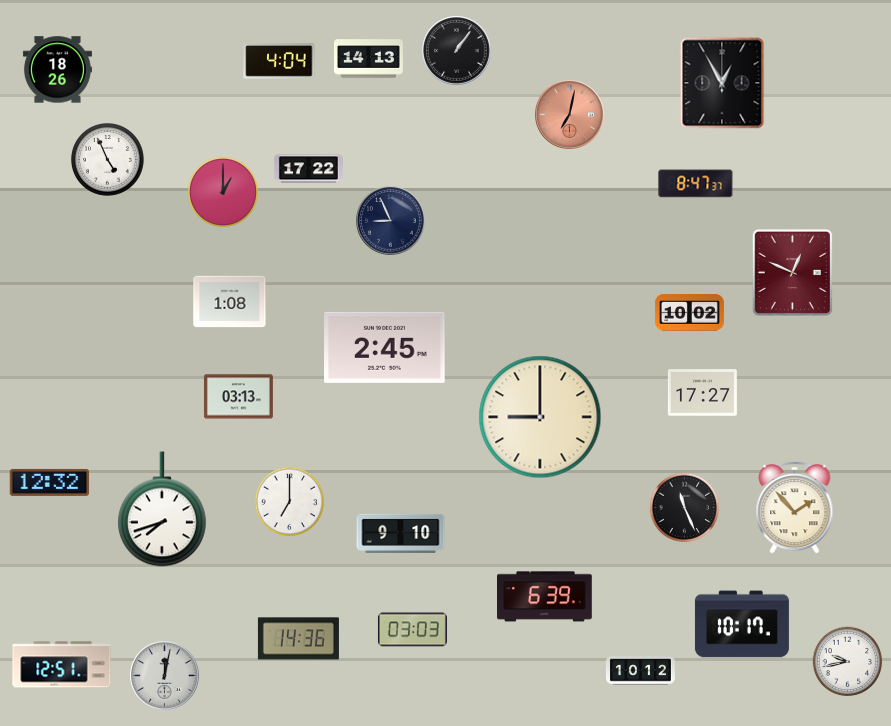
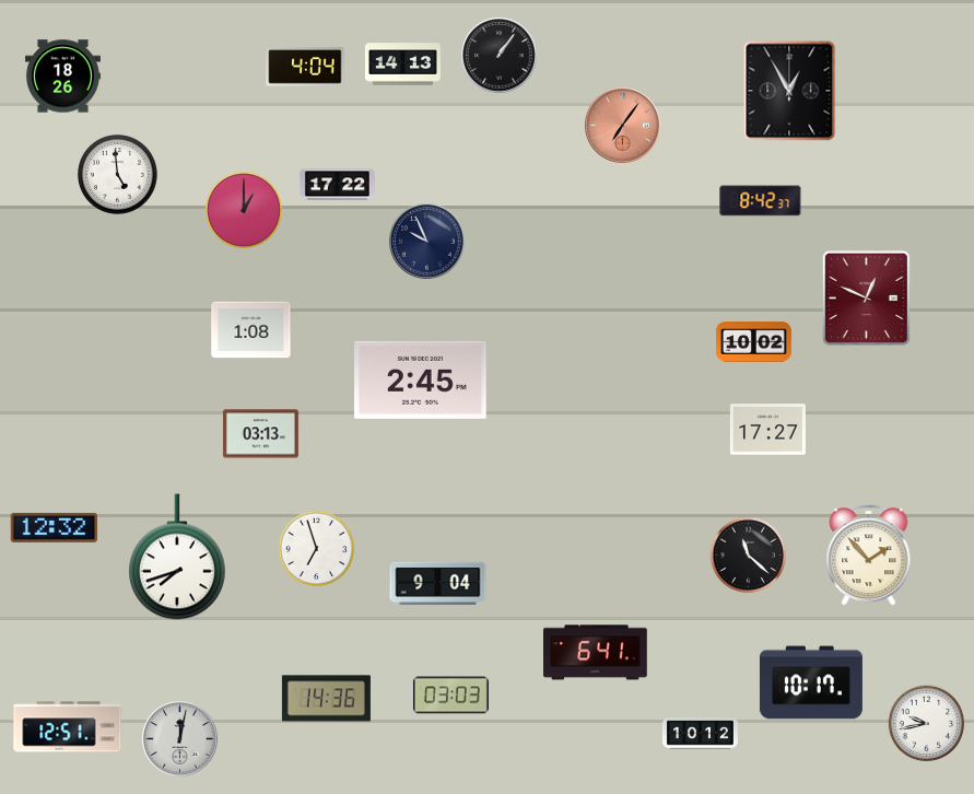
clock at (570, 115): 7:02 -> 7:06
clock at (107, 159): 4:56 -> 4:59
clock at (696, 184): 8:47 -> 8:42
clock at (391, 221): 8:56 -> 9:56
clock at (540, 417): 9:00 -> none
clock at (290, 502): 7:00 -> 6:57
clock at (685, 508): 11:26 -> 11:22
clock at (401, 533): 9:10 -> 9:04
clock at (545, 597): 6:39 -> 6:41
clock at (412, 630) position: (412, 630) -> (450, 696)
